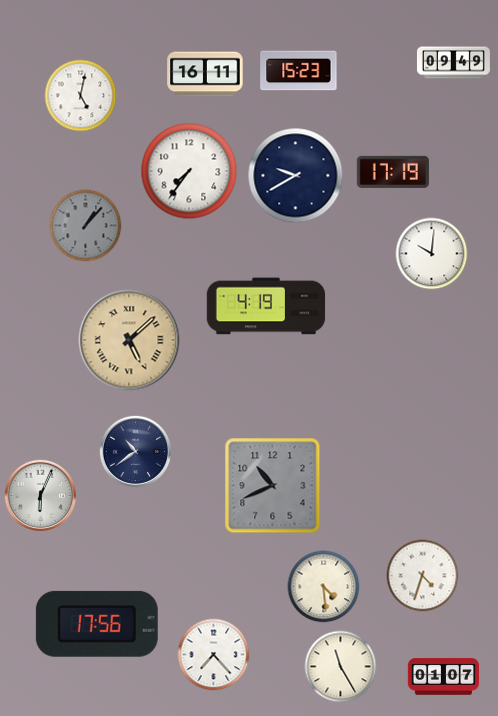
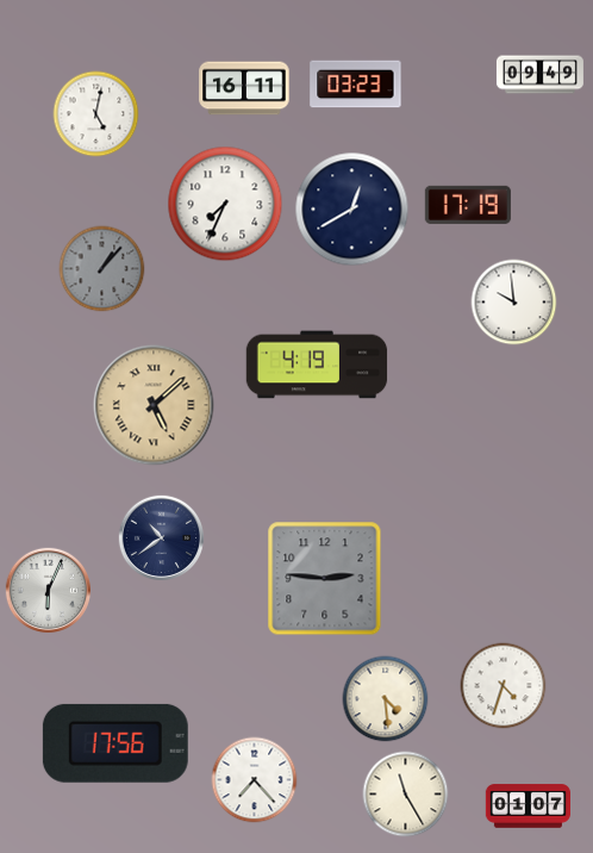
clock at (299, 71): 15:23 -> 03:23
clock at (189, 171): 7:36 -> 7:34
clock at (296, 176): 9:40 -> 12:40
clock at (432, 254): 10:01 -> 9:59
clock at (273, 486): 10:41 -> 2:46
